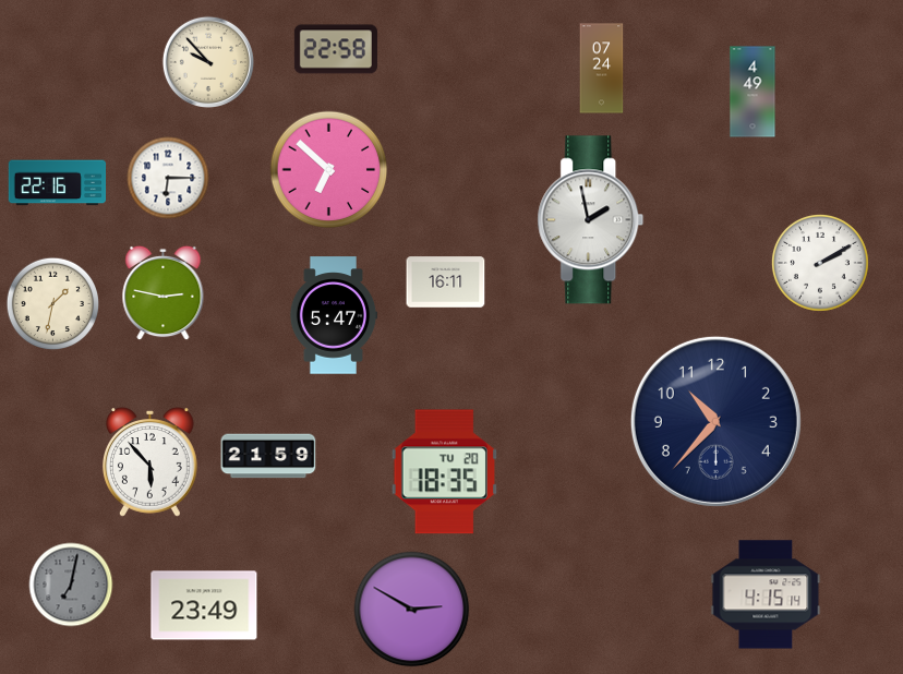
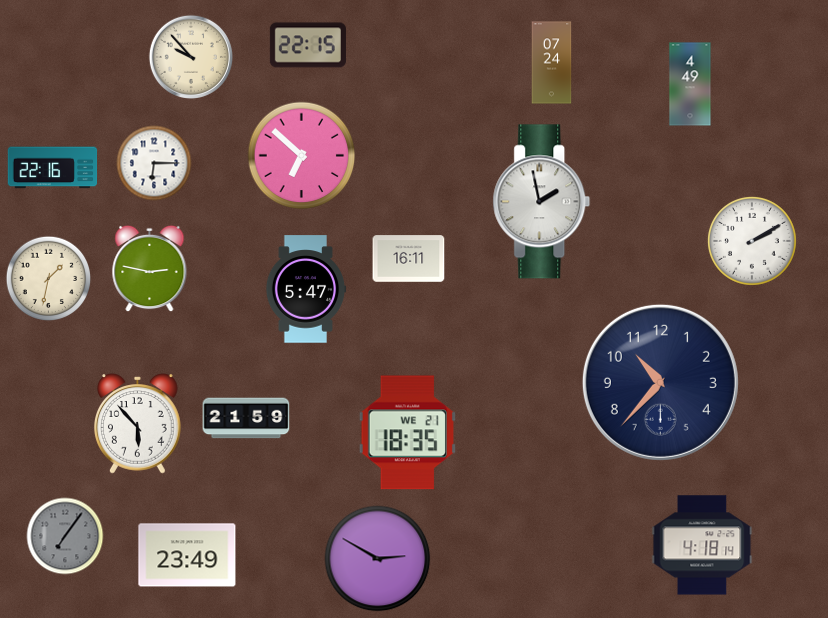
clock at (336, 49): 22:58 -> 22:15
clock at (715, 421) position: (715, 421) -> (660, 382)
clock at (444, 472) date: TU 20 -> WE 21
clock at (71, 585): 7:02 -> 7:06
clock at (766, 594): 4:15 -> 4:18
